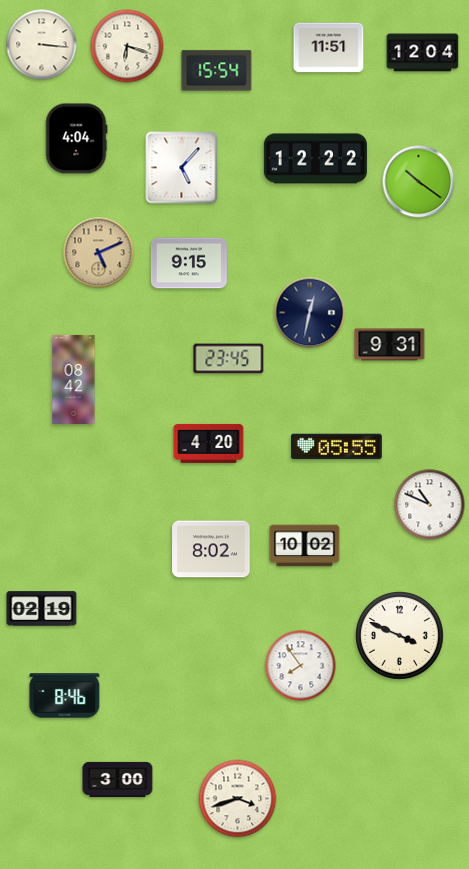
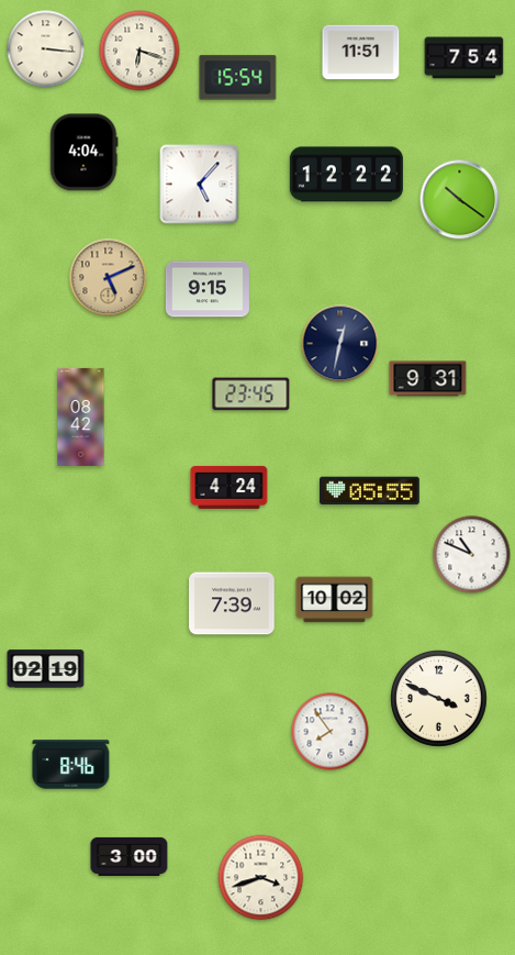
clock at (423, 53): 12:04 -> 7:54
clock at (209, 443): 4:20 -> 4:24
clock at (211, 549): 8:02 -> 7:39
